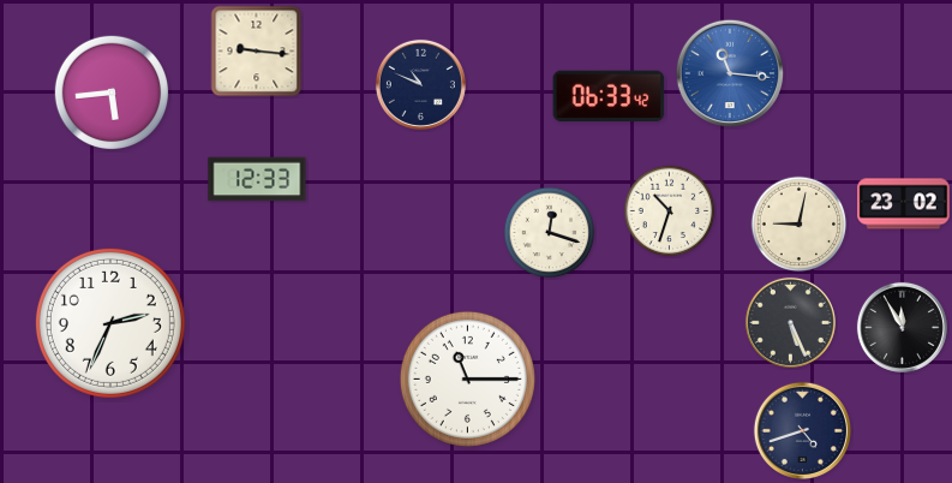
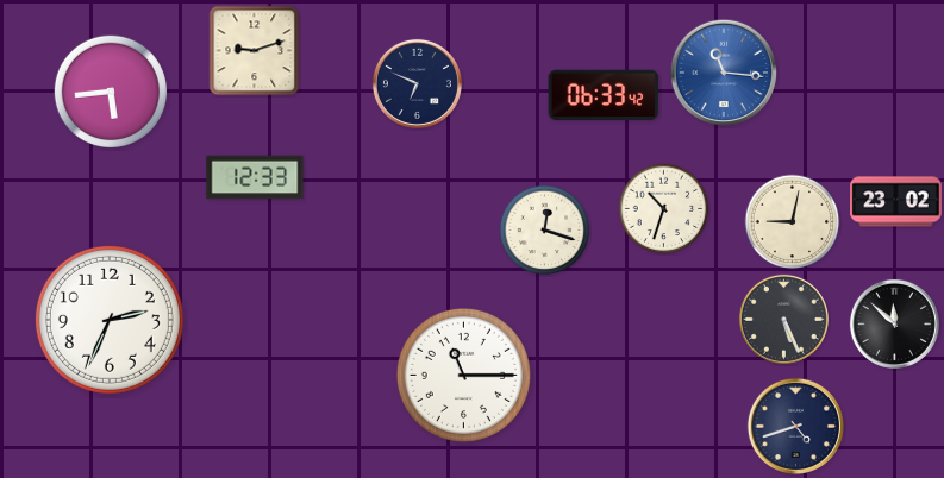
clock at (257, 52): 9:16 -> 9:12
clock at (420, 84): 10:49 -> 6:49
clock at (902, 327): 11:55 -> 11:52
